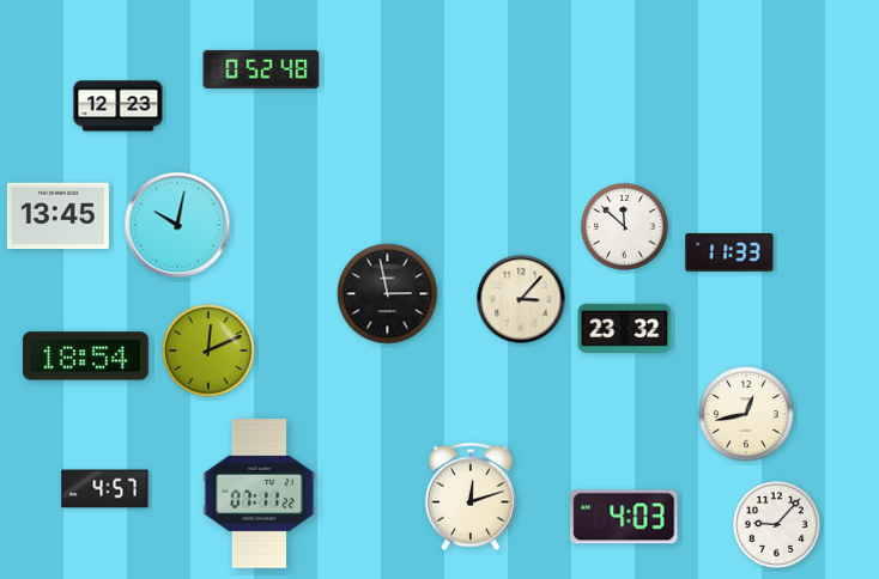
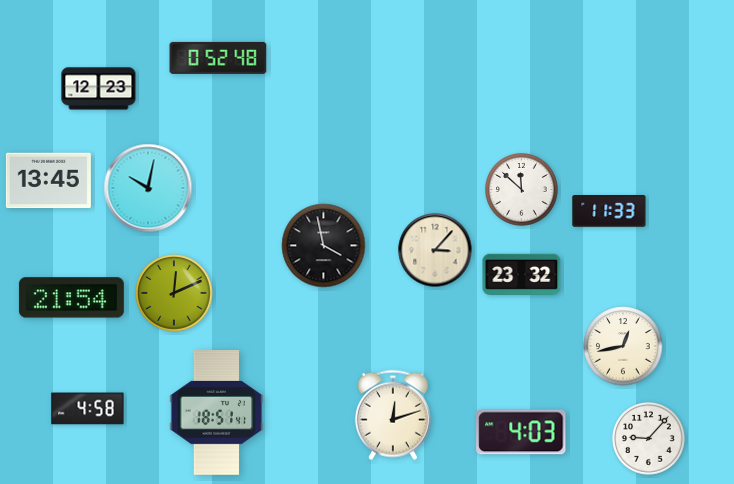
clock at (388, 294): 2:58 -> 3:58
clock at (85, 356): 18:54 -> 21:54
clock at (105, 489): 4:57 -> 4:58
clock at (260, 494): 07:11 -> 18:51
